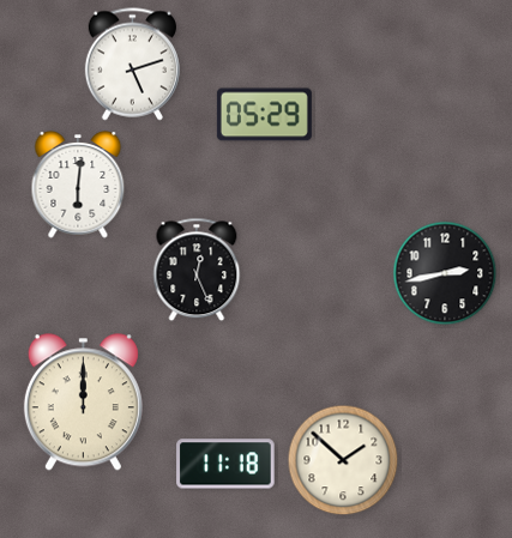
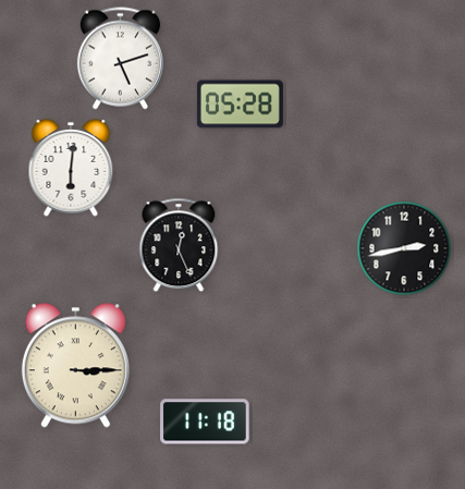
clock at (264, 115): 05:29 -> 05:28
clock at (83, 403): 12:00 -> 3:15
clock at (343, 460): 1:52 -> none
